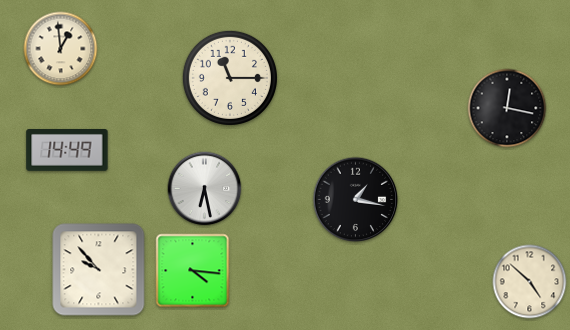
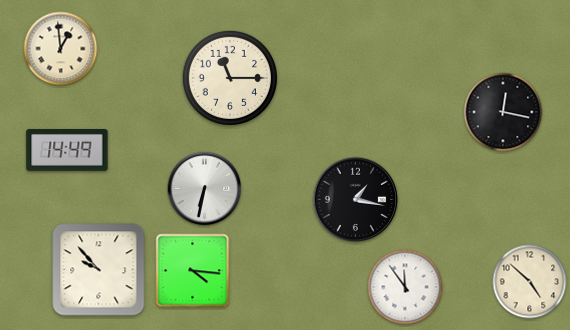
clock at (507, 108) position: (507, 108) -> (503, 112)
clock at (205, 189): 6:28 -> 6:32
clock at (405, 287): none -> 11:54
